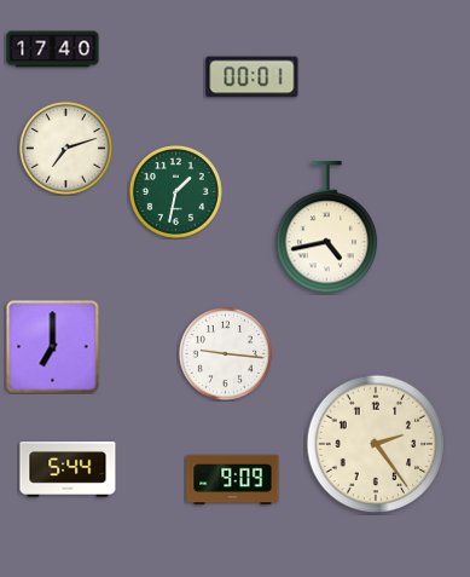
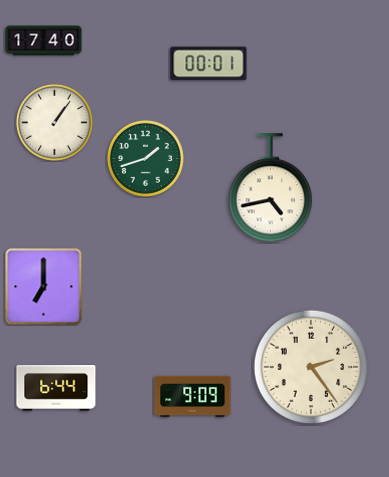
clock at (65, 148): 7:12 -> 1:06
clock at (175, 191): 1:32 -> 1:42
clock at (225, 353): 9:16 -> none
clock at (68, 471): 5:44 -> 6:44
